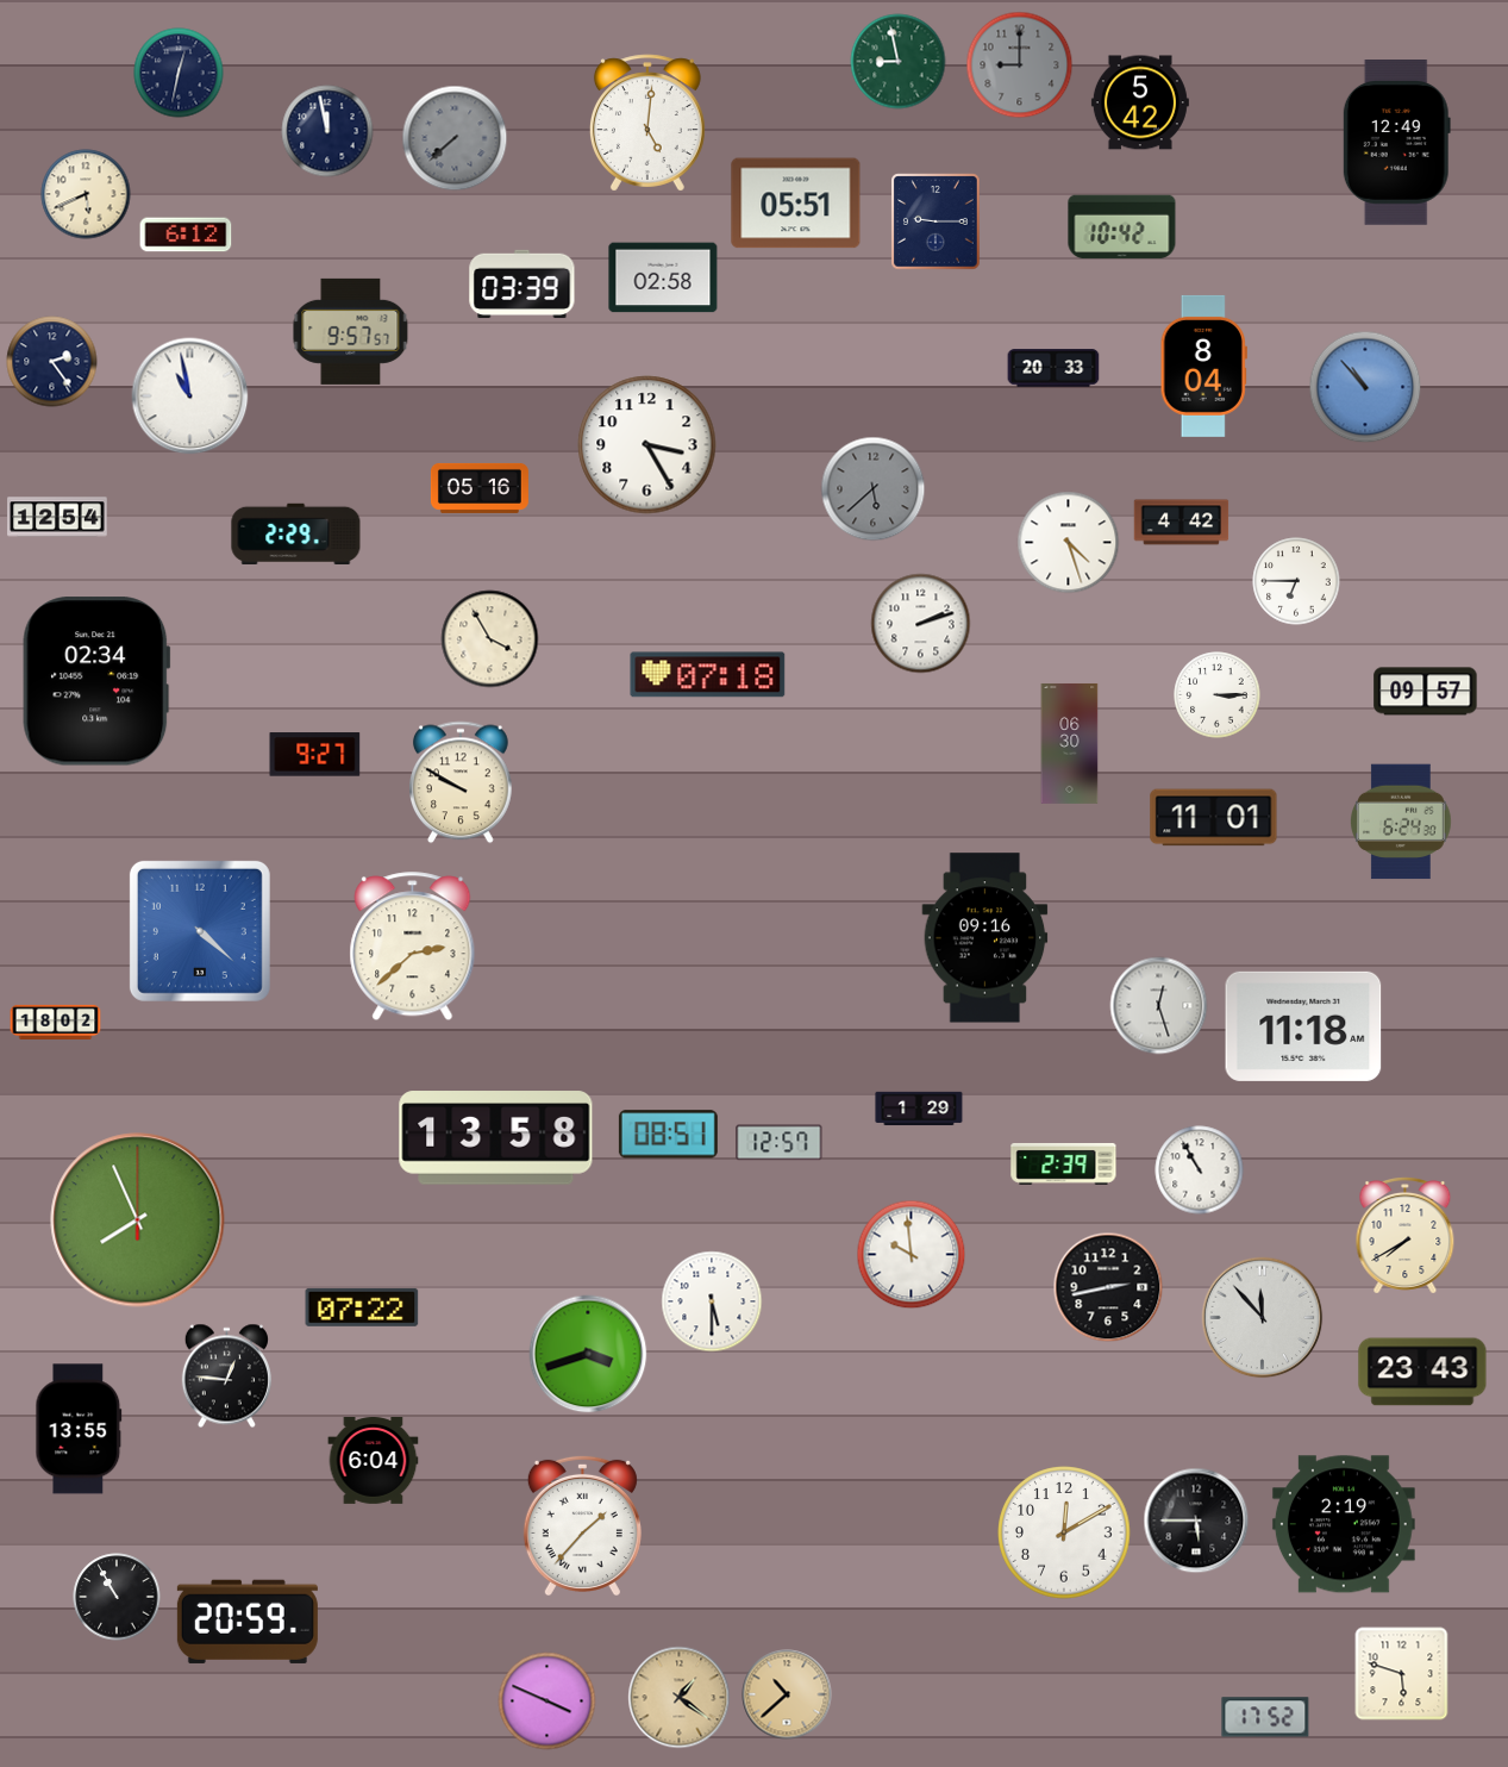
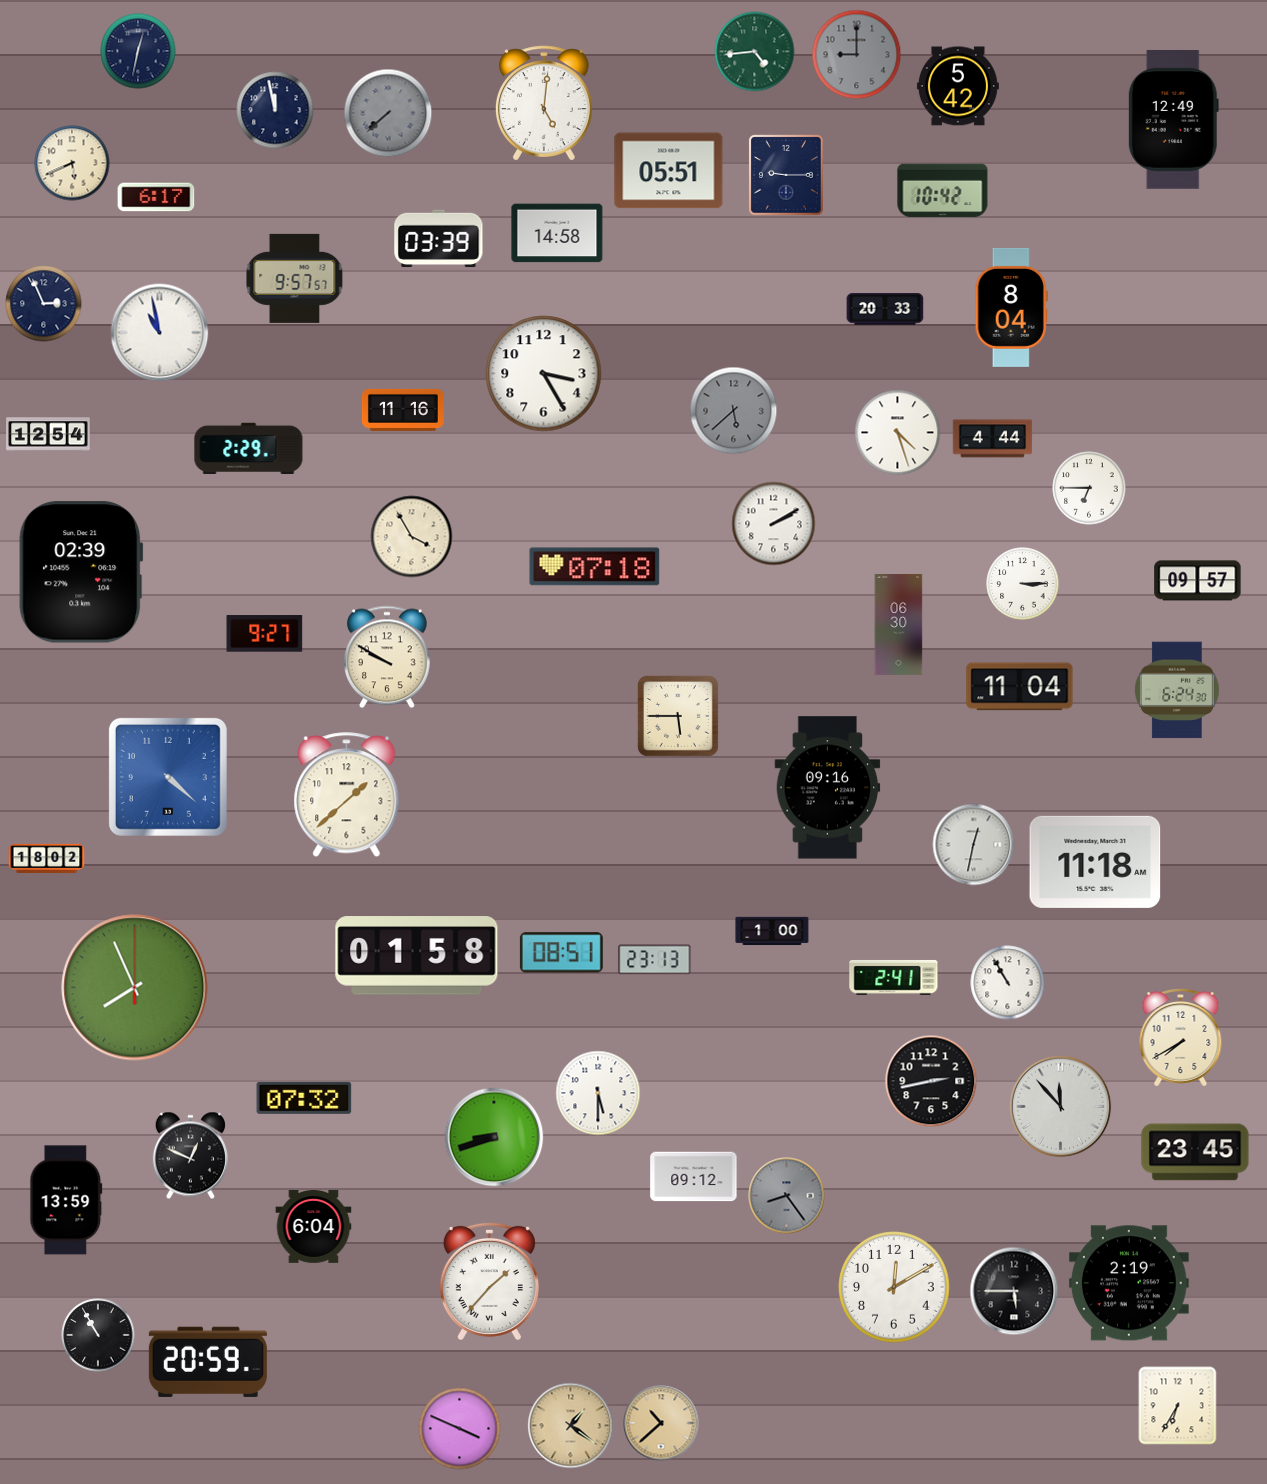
clock at (899, 62): 8:58 -> 4:44
clock at (179, 73) position: (179, 73) -> (138, 51)
clock at (455, 138) position: (455, 138) -> (388, 113)
clock at (936, 221) position: (936, 221) -> (786, 175)
clock at (186, 235): 6:12 -> 6:17
clock at (663, 277): 02:58 -> 14:58
clock at (52, 362): 2:24 -> 2:56
clock at (1365, 387): 10:53 -> none
clock at (480, 488): 05:16 -> 11:16
clock at (1182, 523): 4:42 -> 4:44
clock at (1069, 543) position: (1069, 543) -> (898, 433)
clock at (921, 624): 2:12 -> 2:10
clock at (96, 681): 02:34 -> 02:39
clock at (1214, 818): 11:01 -> 11:04
clock at (678, 716): none -> 5:45
clock at (200, 931) position: (200, 931) -> (168, 777)
clock at (413, 947): 2:38 -> 1:38
clock at (1159, 1006): 12:27 -> 12:32
clock at (919, 1109): 1:29 -> 1:00
clock at (496, 1138): 13:58 -> 01:58
clock at (780, 1143): 12:57 -> 23:13
clock at (1064, 1163): 2:39 -> 2:41
clock at (138, 1220) position: (138, 1220) -> (135, 988)
clock at (912, 1255): 9:59 -> none
clock at (362, 1307): 07:22 -> 07:32
clock at (588, 1354): 3:42 -> 8:42
clock at (1422, 1372): 23:43 -> 23:45
clock at (226, 1376): 12:46 -> 12:49
clock at (694, 1177): none -> 09:12
clock at (787, 1196): none -> 8:24
clock at (79, 1429): 13:55 -> 13:59
clock at (1196, 1521) position: (1196, 1521) -> (1014, 1291)
clock at (1344, 1524) position: (1344, 1524) -> (1129, 1283)
clock at (117, 1597) position: (117, 1597) -> (98, 1335)
clock at (1402, 1674): 5:48 -> 6:35
clock at (1265, 1717): 17:52 -> none
